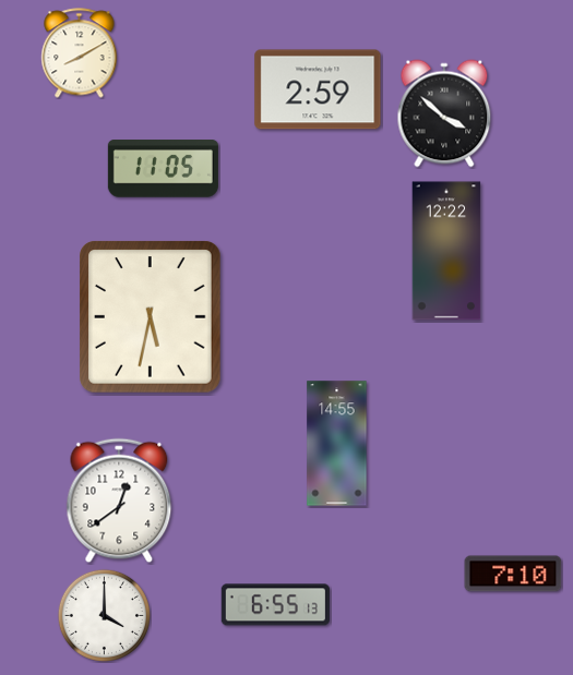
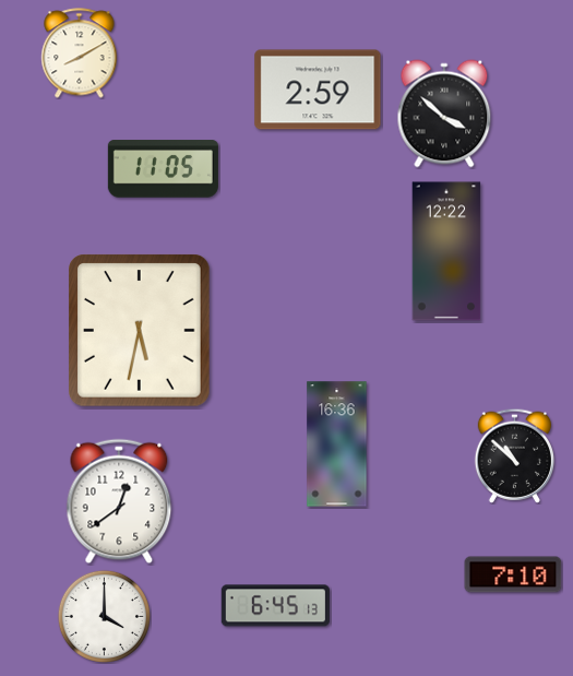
clock at (151, 317) position: (151, 317) -> (140, 331)
clock at (337, 444): 14:55 -> 16:36
clock at (514, 455): none -> 10:52
clock at (275, 605): 6:55 -> 6:45
